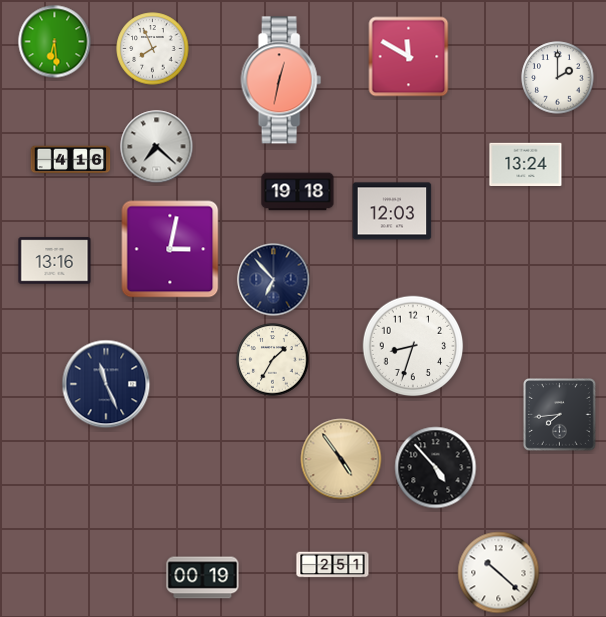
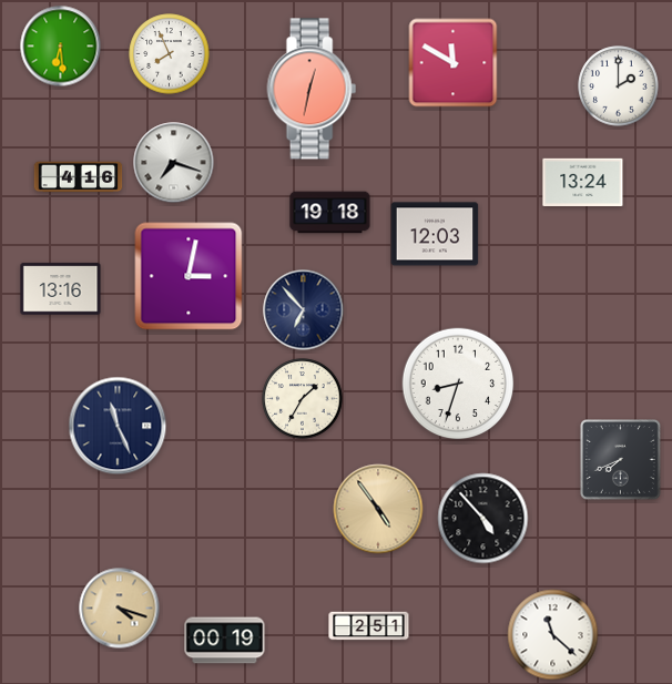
clock at (157, 147): 7:22 -> 7:18
clock at (560, 415): 7:44 -> 7:41
clock at (120, 609): none -> 4:18
clock at (499, 573): 10:22 -> 11:22
